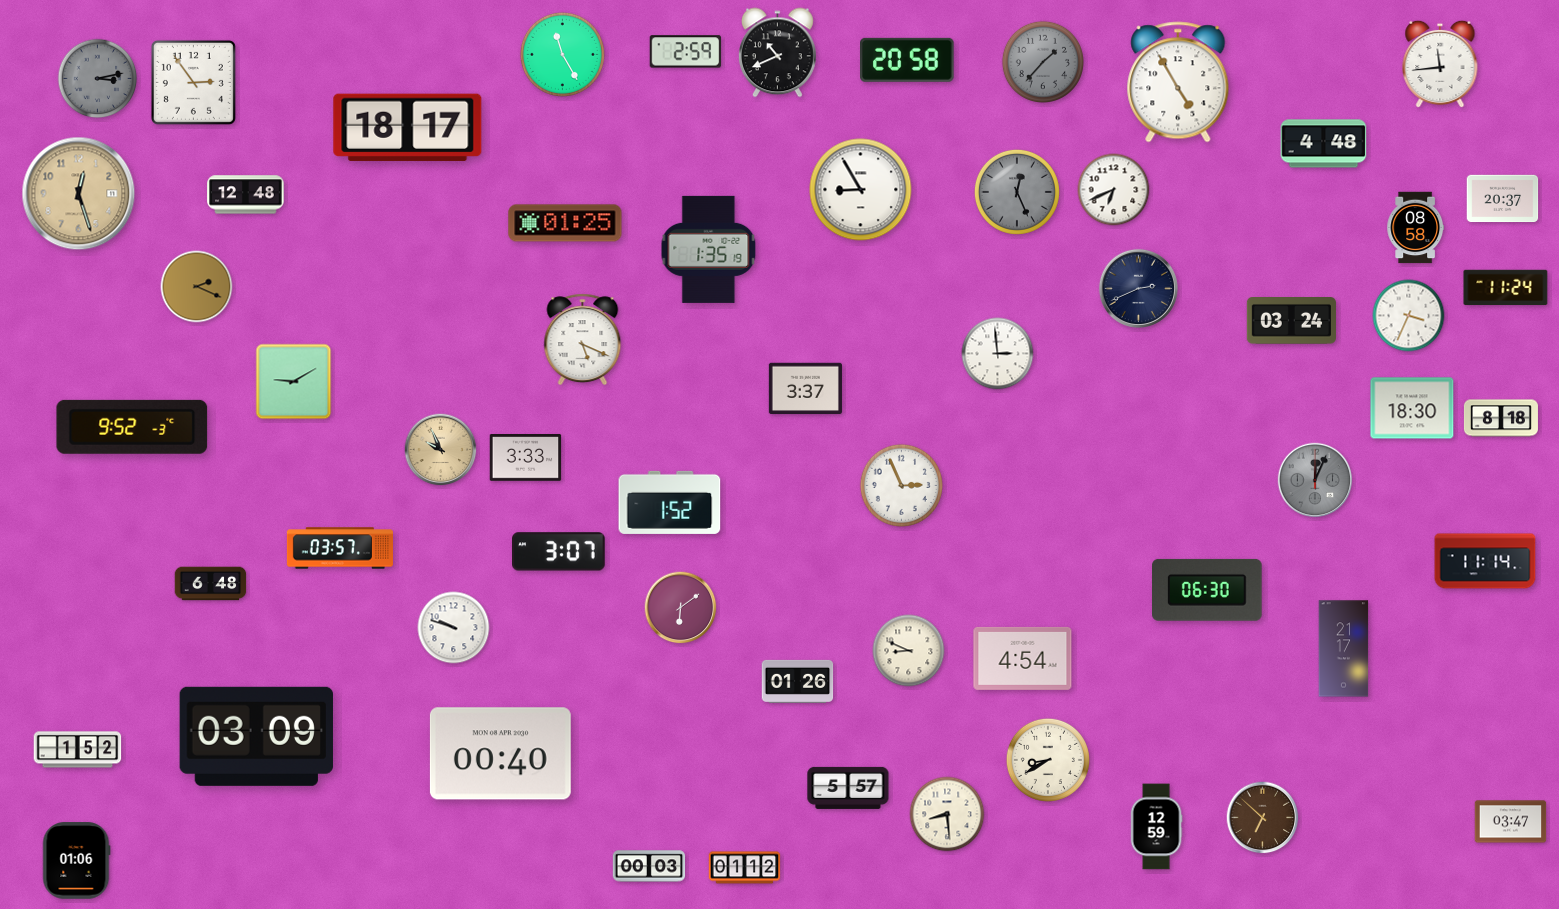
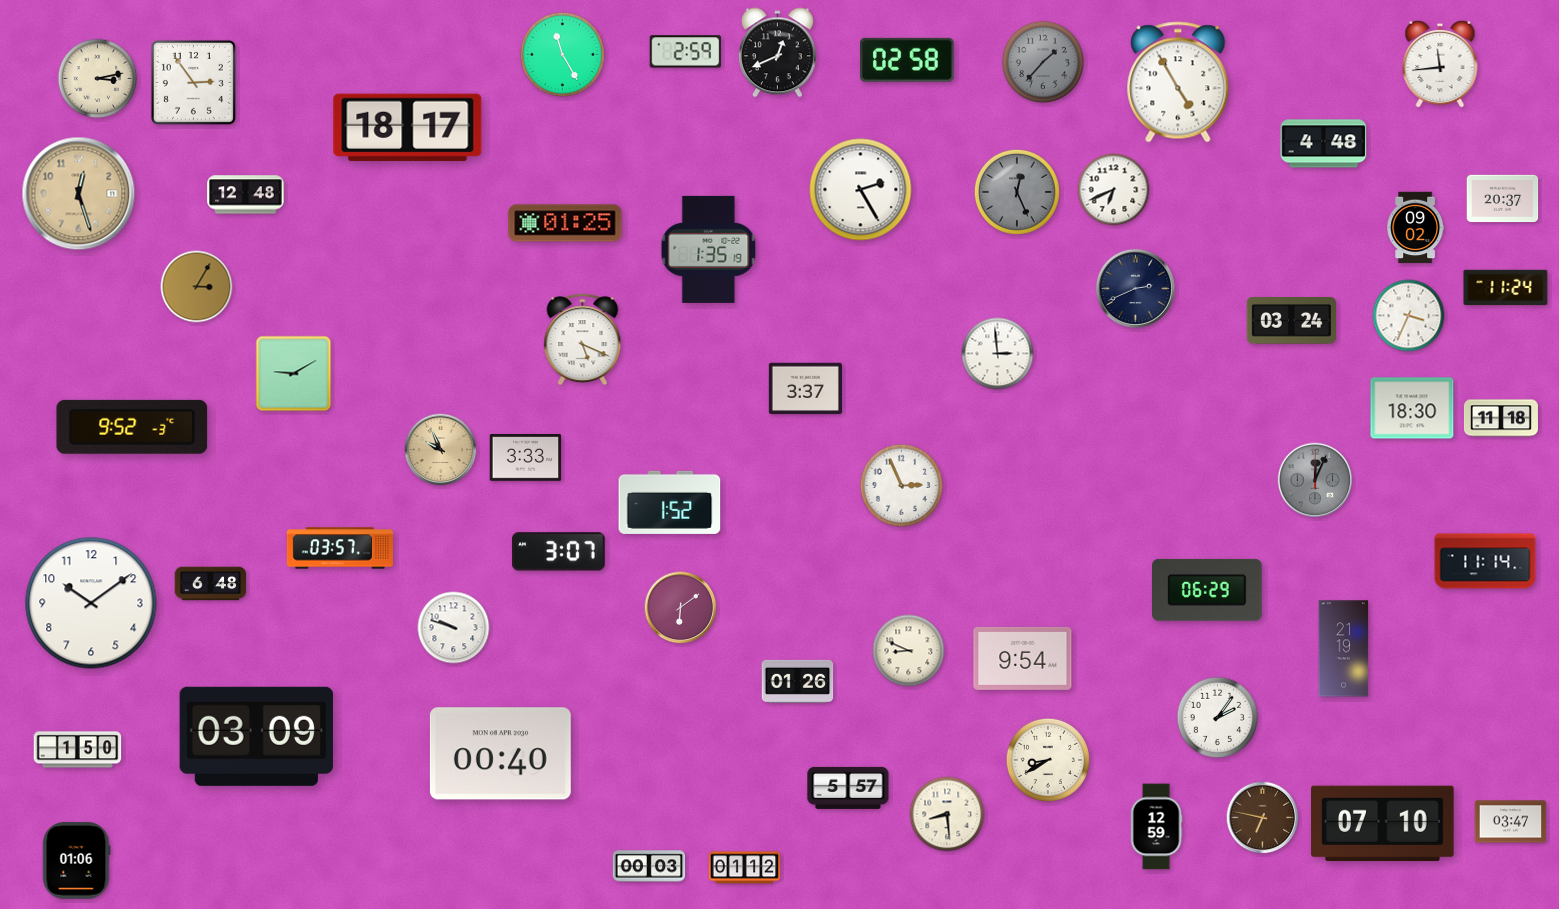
clock at (777, 53): 10:41 -> 12:41
clock at (907, 60): 20:58 -> 02:58
clock at (98, 79) dial: grey -> cream
clock at (861, 190): 8:55 -> 2:25
clock at (1415, 228): 08:58 -> 09:02
clock at (197, 287): 2:19 -> 3:05
clock at (1138, 288) position: (1138, 288) -> (1135, 288)
clock at (294, 382) position: (294, 382) -> (294, 374)
clock at (1501, 418): 8:18 -> 11:18
clock at (1208, 590): 06:30 -> 06:29
clock at (91, 603): none -> 10:09
clock at (1344, 649): 21:17 -> 21:19
clock at (1023, 658): 4:54 -> 9:54
clock at (1218, 718): none -> 2:06
clock at (78, 750): 1:52 -> 1:50
clock at (1263, 818): 6:52 -> 6:47
clock at (1383, 824): none -> 07:10
